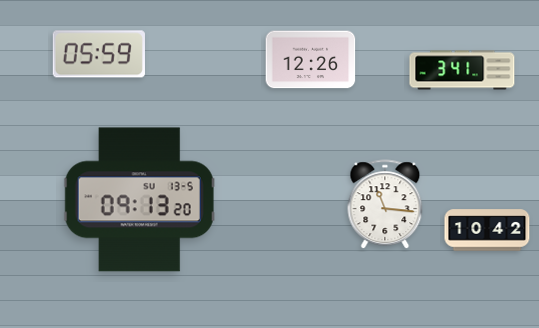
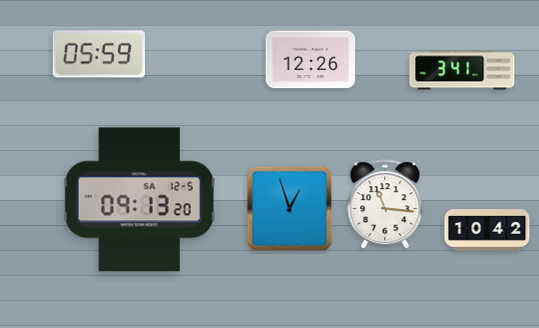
clock at (139, 200) date: SU 13-5 -> SA 12-5
clock at (290, 209): none -> 12:57
